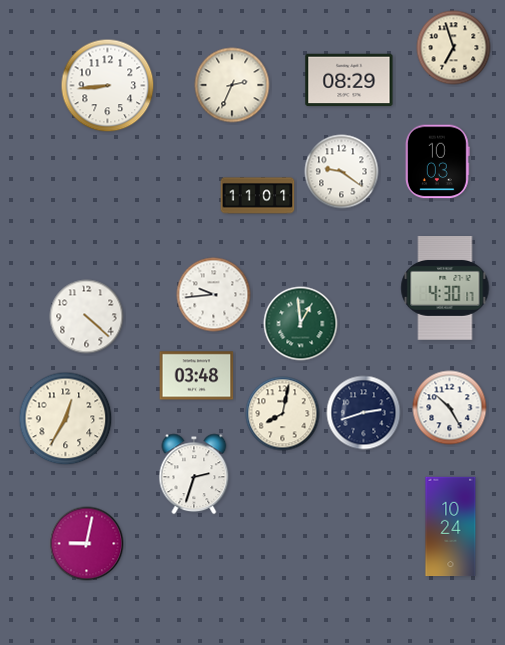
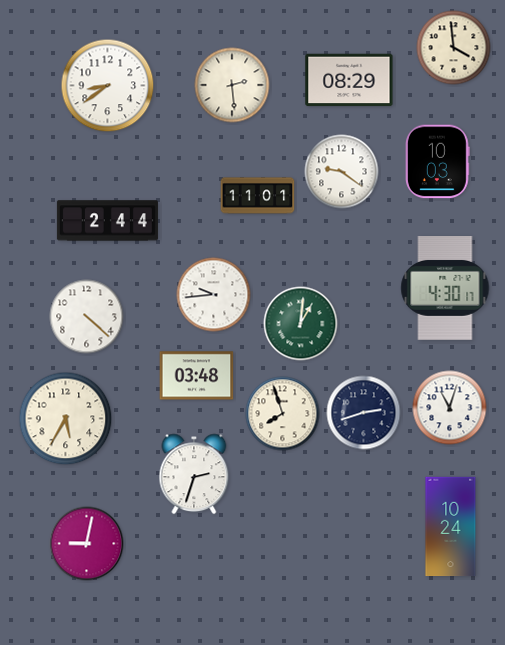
clock at (454, 48): 6:57 -> 3:59
clock at (232, 85): 2:34 -> 2:29
clock at (108, 86): 8:44 -> 8:39
clock at (107, 221): none -> 2:44
clock at (301, 324): 12:59 -> 1:01
clock at (450, 408): 10:25 -> 11:03
clock at (283, 414): 8:02 -> 7:57
clock at (66, 419): 12:35 -> 5:35
